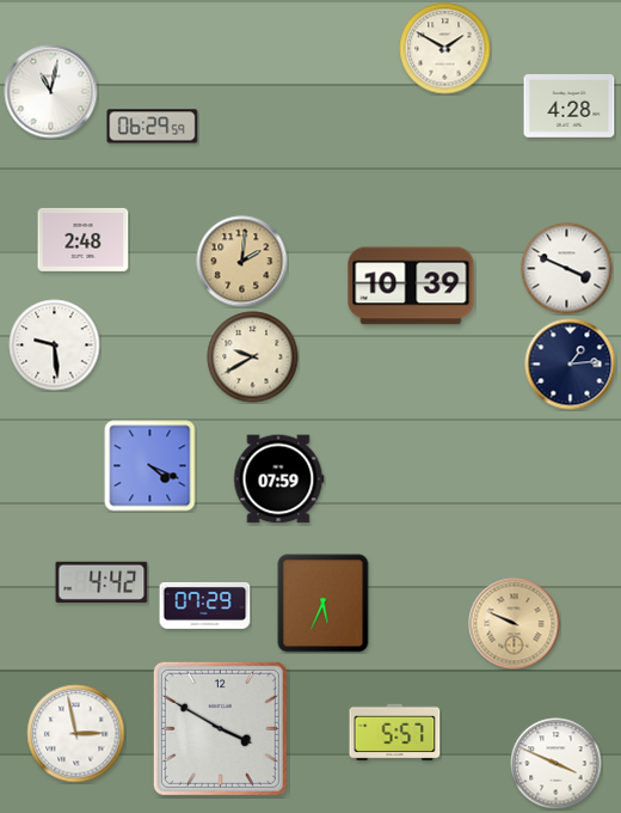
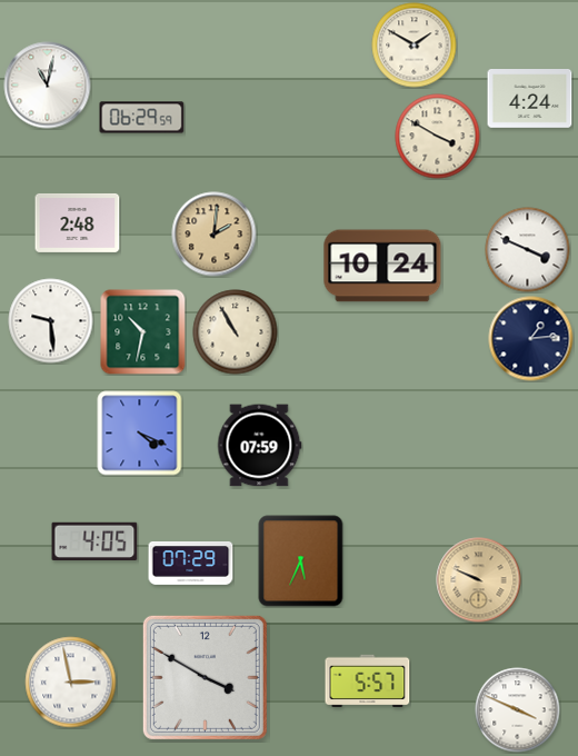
clock at (570, 106): 4:28 -> 4:24
clock at (438, 137): none -> 3:50
clock at (242, 262) position: (242, 262) -> (215, 235)
clock at (411, 286): 10:39 -> 10:24
clock at (143, 332): none -> 10:32
clock at (253, 357): 9:40 -> 10:55
clock at (102, 581): 4:42 -> 4:05
